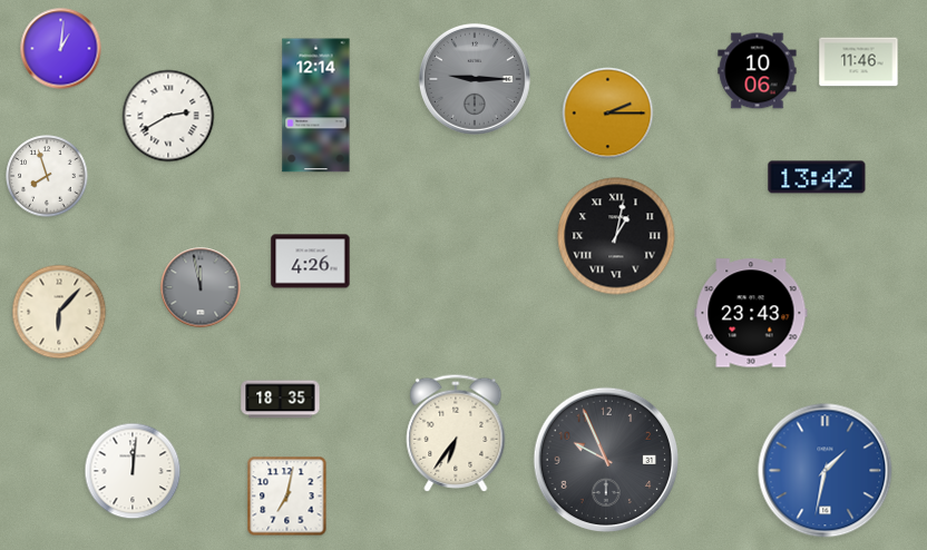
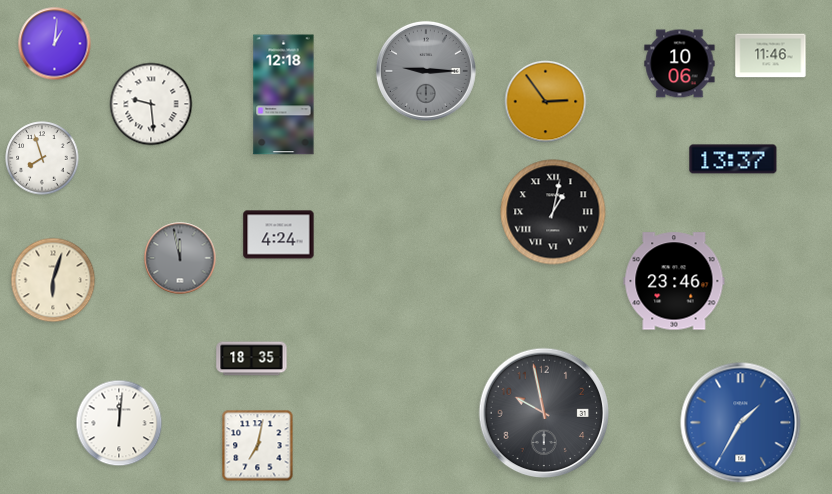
clock at (316, 106): 12:14 -> 12:18
clock at (608, 114): 2:15 -> 2:54
clock at (168, 116): 2:40 -> 9:29
clock at (817, 177): 13:42 -> 13:37
clock at (311, 262): 4:26 -> 4:24
clock at (59, 312): 6:07 -> 6:03
clock at (751, 313): 23:43 -> 23:46
clock at (456, 433): 6:36 -> none
clock at (606, 460): 9:56 -> 9:58
clock at (826, 471): 1:32 -> 1:35
